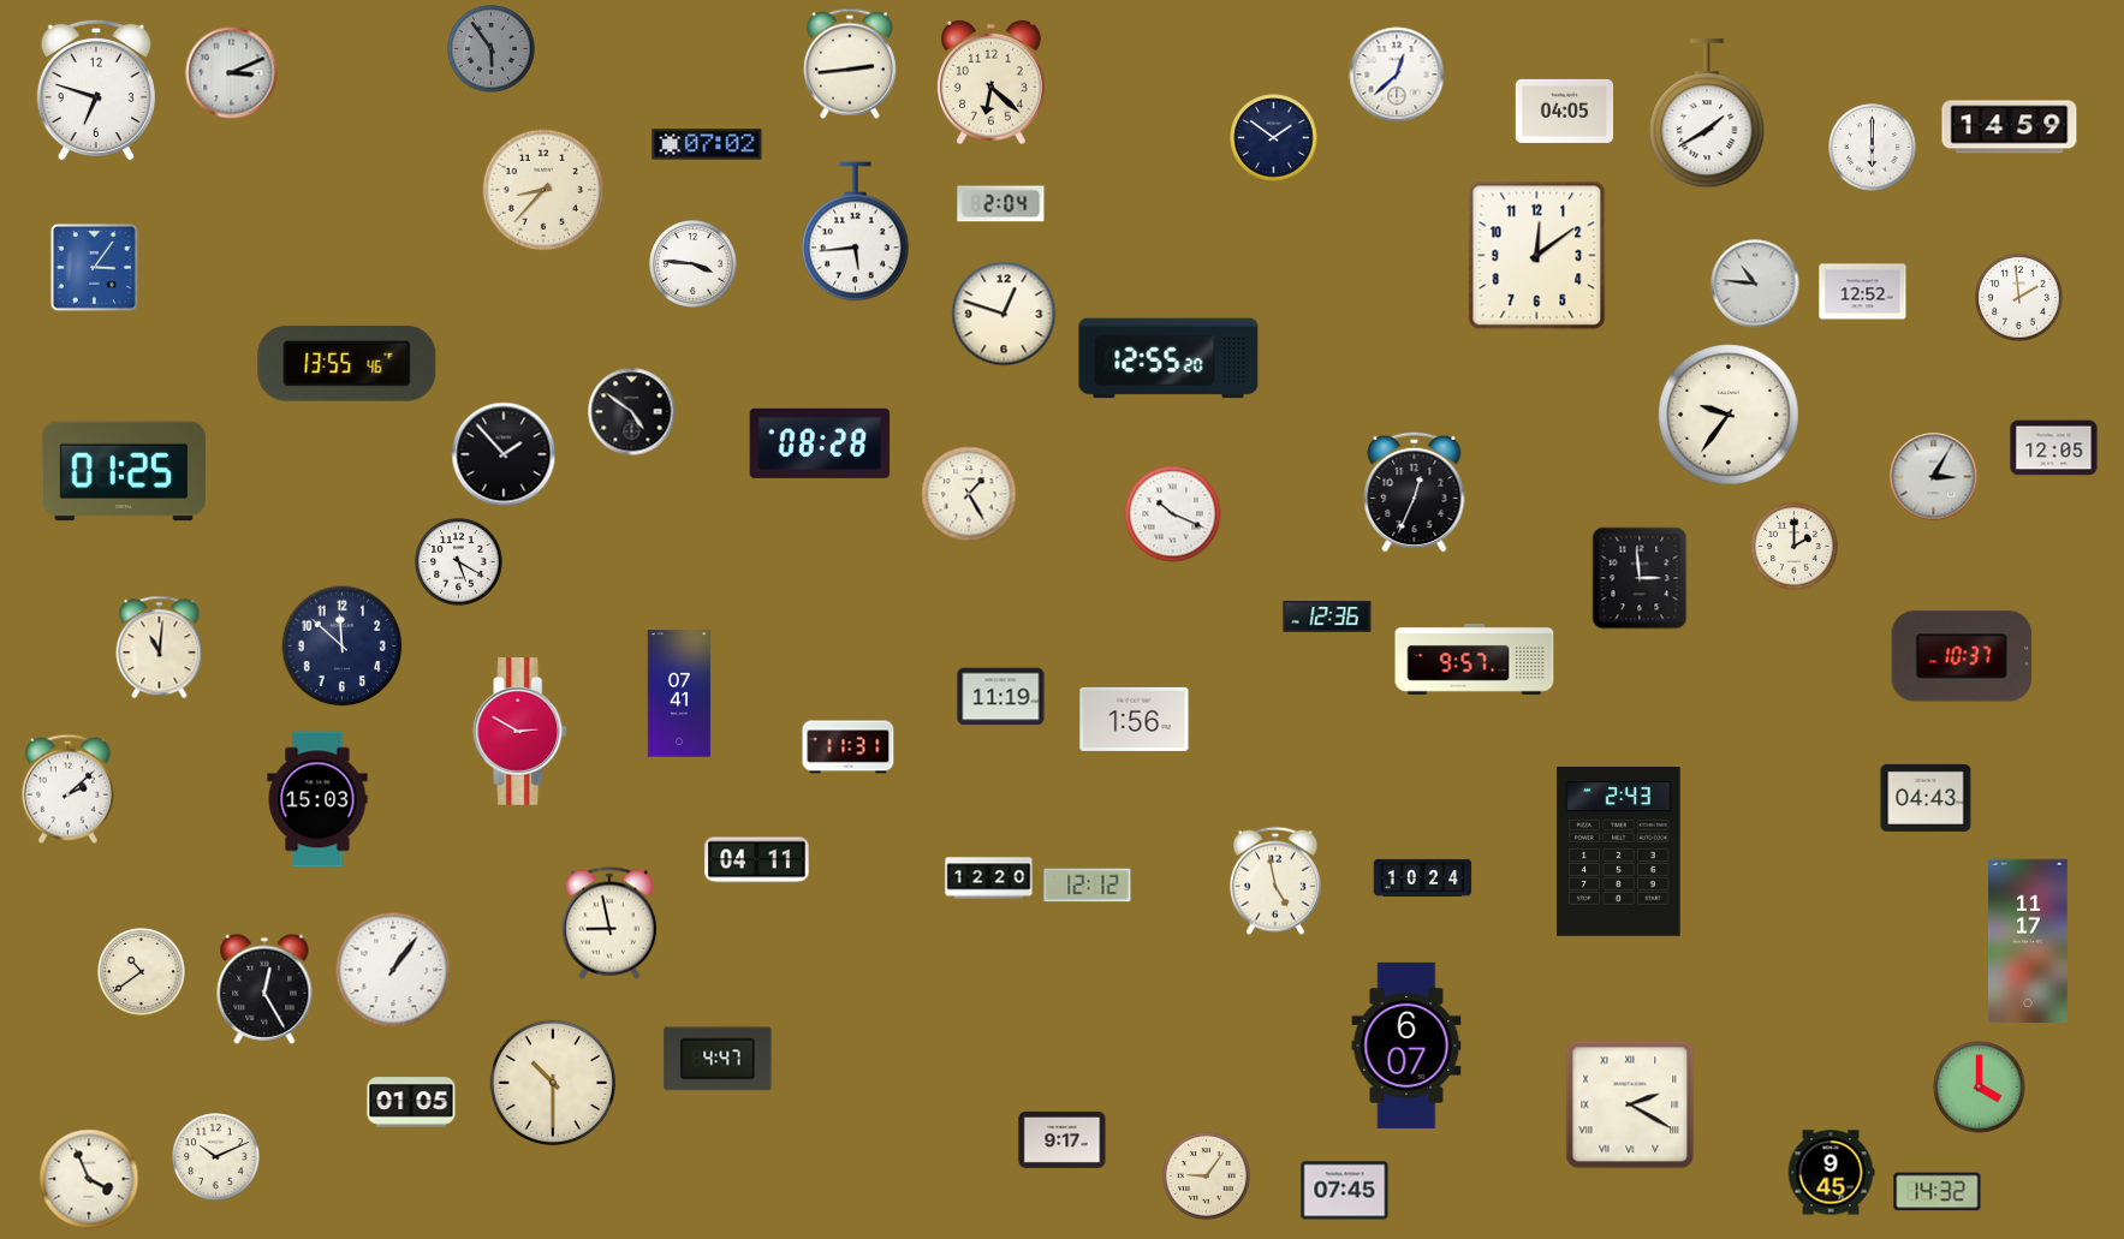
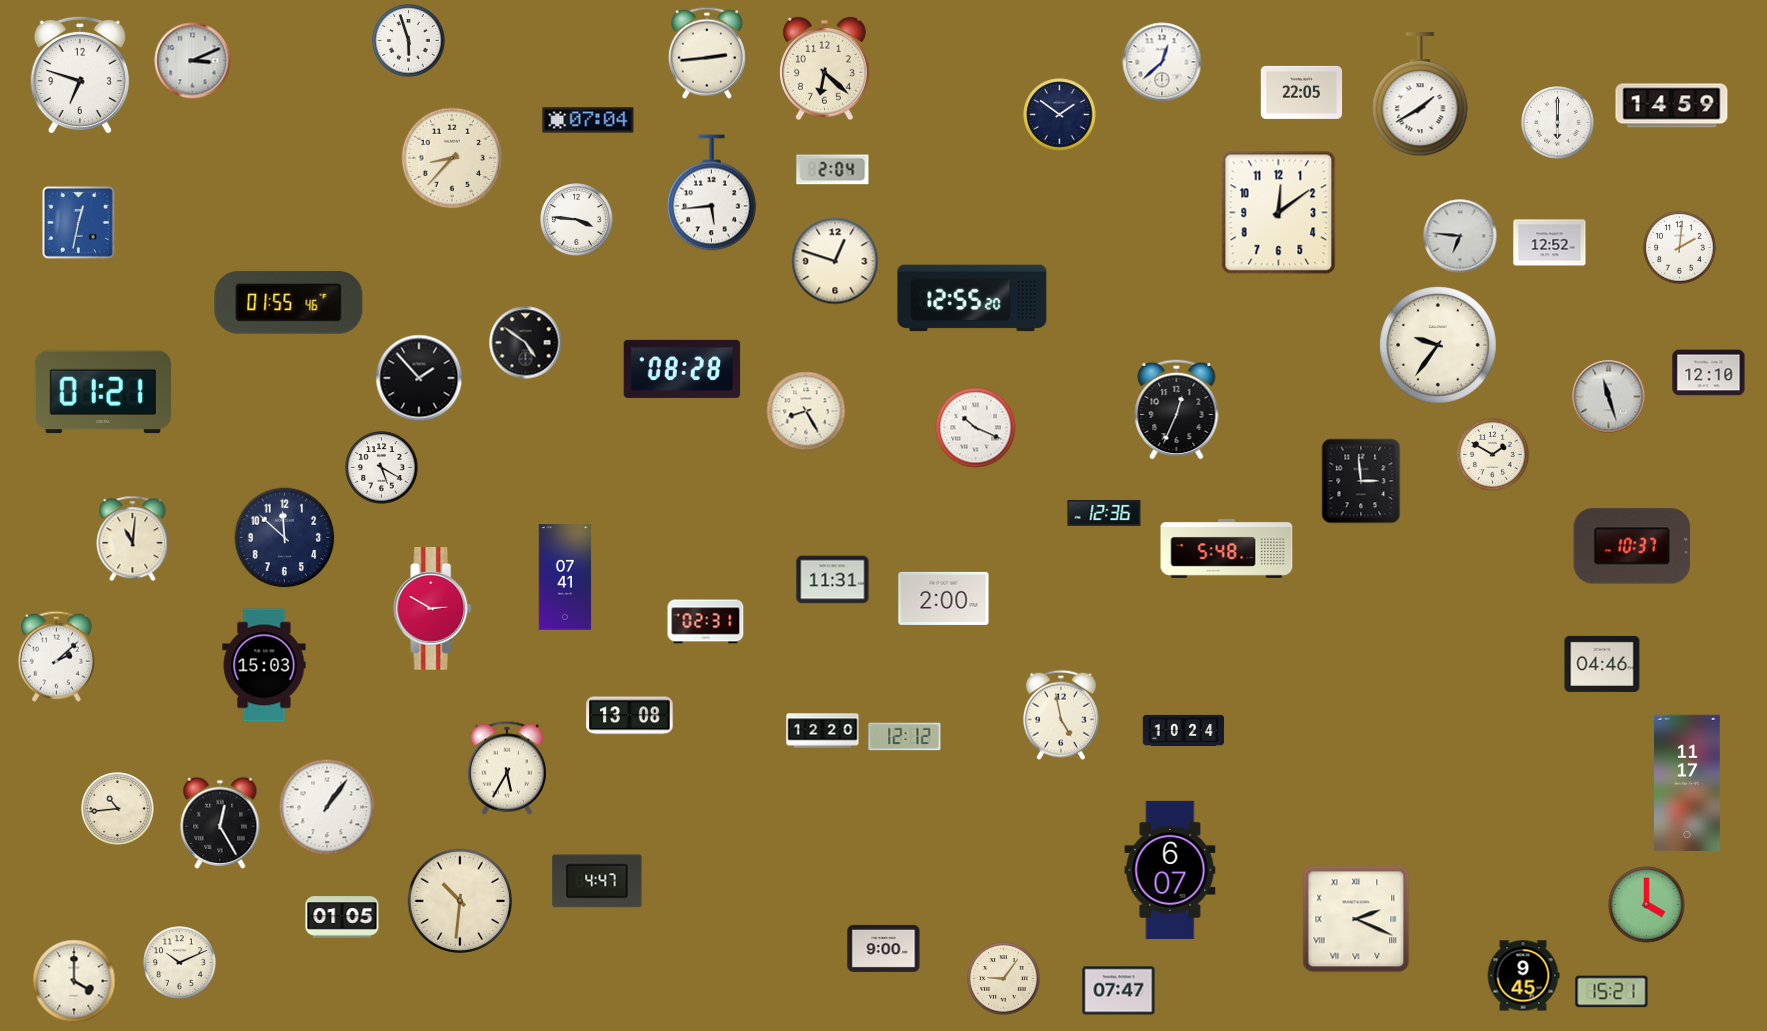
clock at (492, 49): 5:54 -> 5:57
clock at (492, 49) dial: grey -> white
clock at (1565, 111): 04:05 -> 22:05
clock at (707, 144): 07:02 -> 07:04
clock at (94, 267): 3:06 -> 12:32
clock at (1755, 284): 10:46 -> 6:46
clock at (2019, 298): 1:59 -> 2:01
clock at (347, 364): 13:55 -> 01:55
clock at (2054, 448): 12:05 -> 12:10
clock at (123, 471): 01:25 -> 01:21
clock at (1934, 477): 3:05 -> 11:27
clock at (969, 494): 1:25 -> 8:25
clock at (1795, 547): 2:00 -> 1:50
clock at (1640, 578) position: (1640, 578) -> (1361, 481)
clock at (1475, 660): 9:57 -> 5:48
clock at (1001, 697): 11:19 -> 11:31
clock at (1135, 719): 1:56 -> 2:00
clock at (849, 747): 11:31 -> 02:31
clock at (1926, 798): 04:43 -> 04:46
clock at (1619, 852): 2:43 -> none
clock at (757, 860): 04:11 -> 13:08
clock at (1275, 881) position: (1275, 881) -> (1061, 715)
clock at (608, 923): 8:58 -> 5:35
clock at (142, 972): 10:39 -> 10:44
clock at (552, 1082): 10:30 -> 10:31
clock at (1630, 1104): 2:20 -> 2:19
clock at (1063, 1139): 9:17 -> 9:00
clock at (89, 1179): 3:56 -> 4:00
clock at (1345, 1191): 07:45 -> 07:47
clock at (1938, 1192): 14:32 -> 15:21
